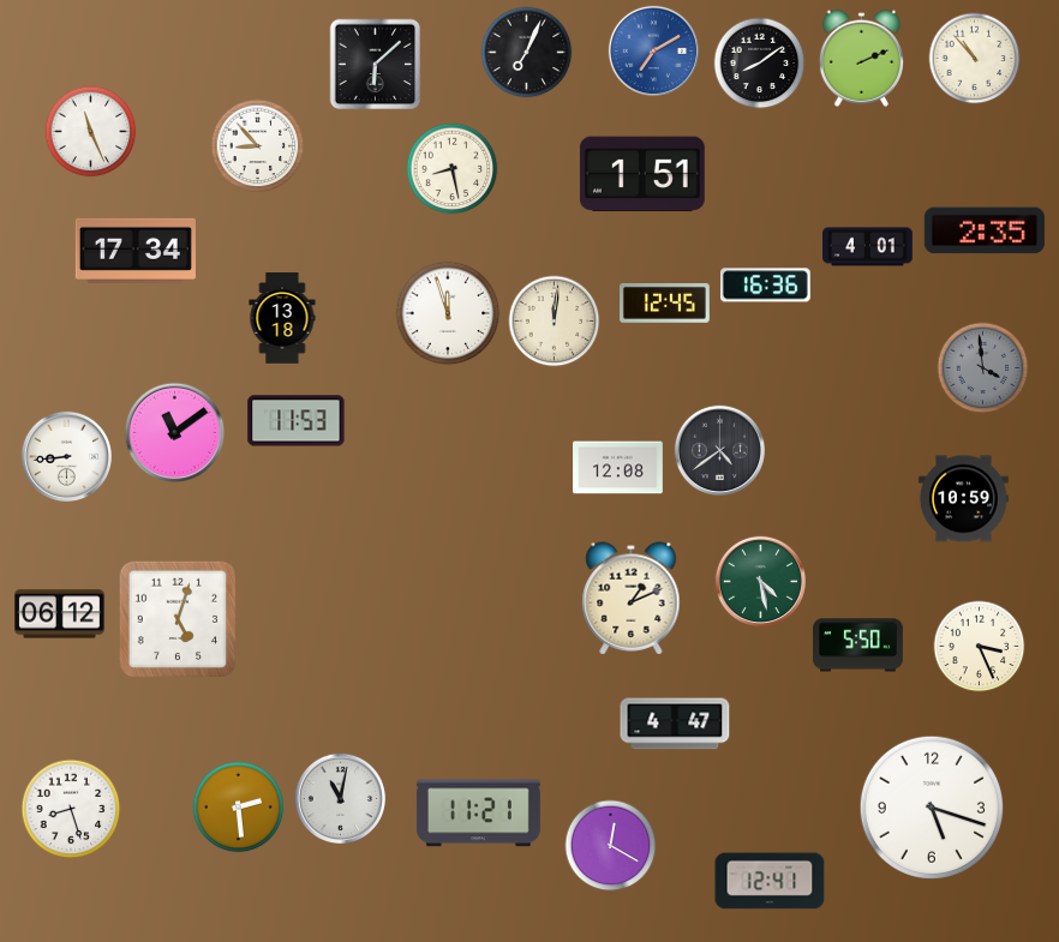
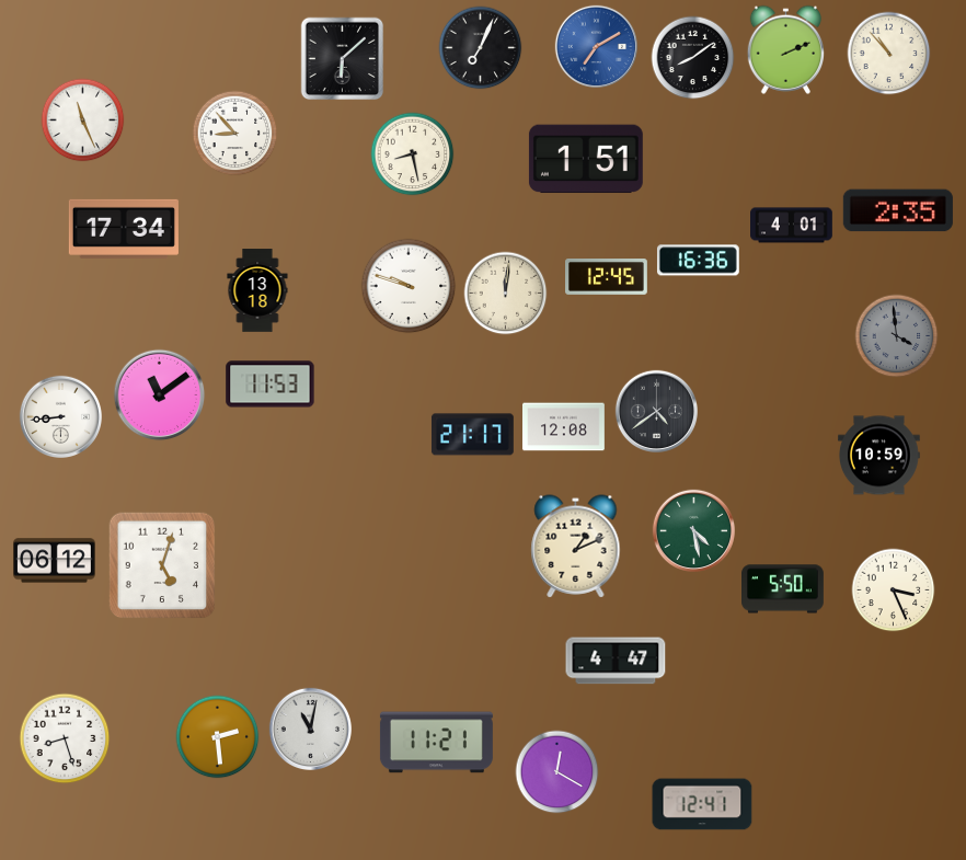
clock at (862, 58) position: (862, 58) -> (786, 49)
clock at (448, 313): 11:57 -> 9:48
clock at (472, 435): none -> 21:17
clock at (932, 808): 5:18 -> none
